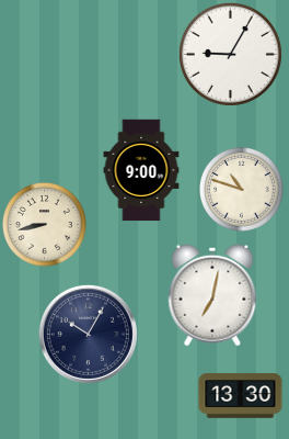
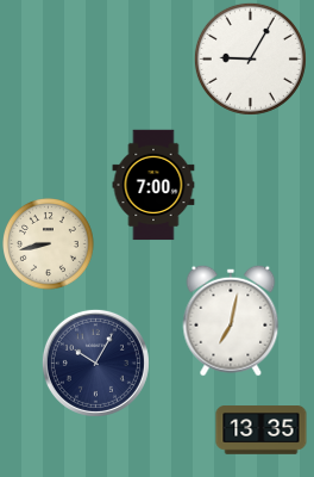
clock at (141, 170): 9:00 -> 7:00
clock at (242, 190): 10:48 -> none
clock at (241, 396): 13:30 -> 13:35
